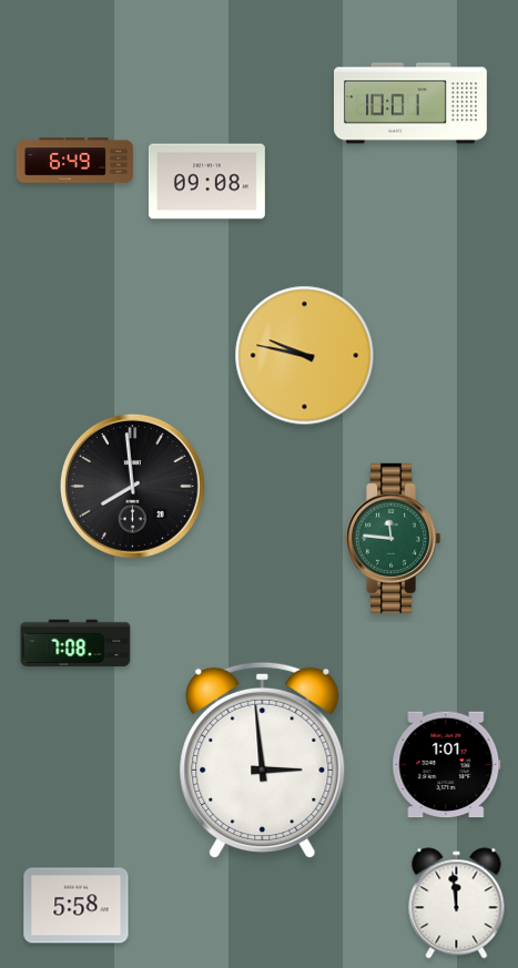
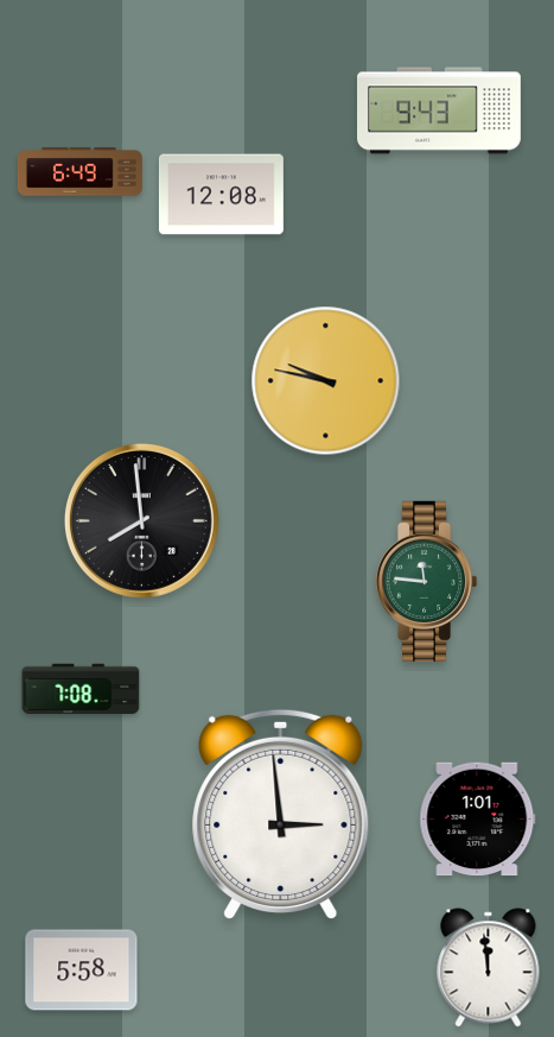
clock at (412, 103): 10:01 -> 9:43
clock at (206, 182): 09:08 -> 12:08
clock at (393, 538) position: (393, 538) -> (426, 581)
